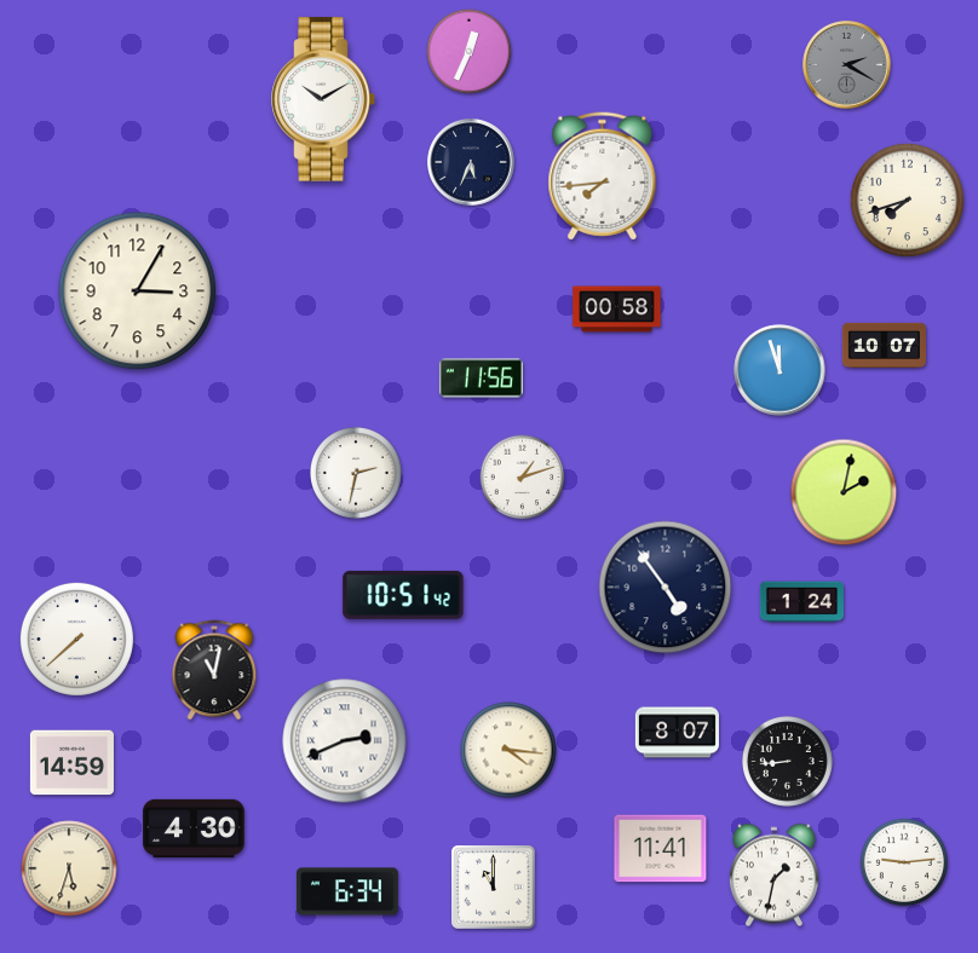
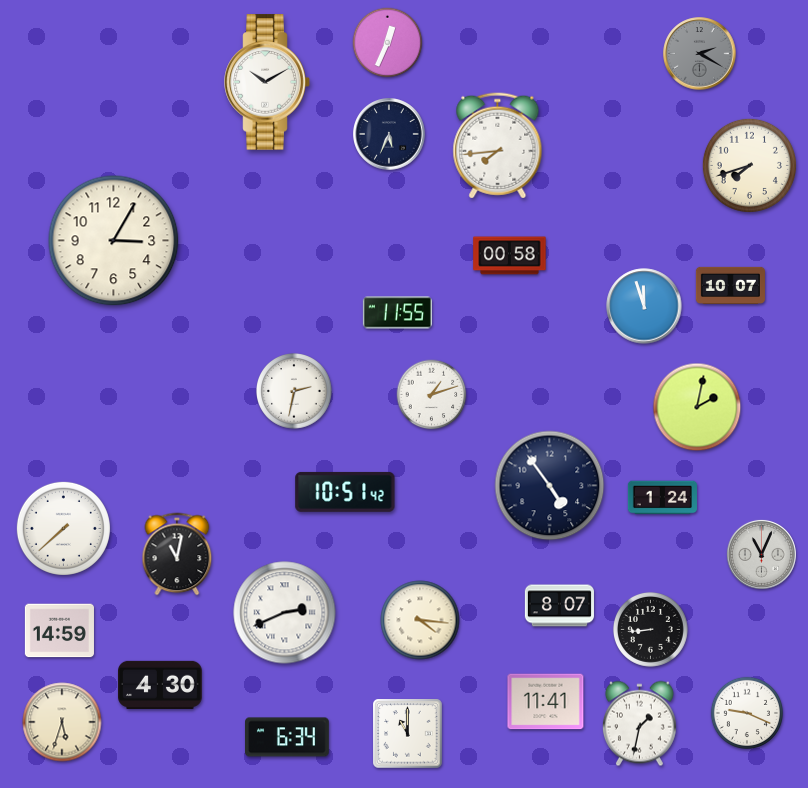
clock at (481, 379): 11:56 -> 11:55
clock at (403, 595) position: (403, 595) -> (345, 492)
clock at (761, 554): none -> 11:04
clock at (903, 861): 9:14 -> 9:19
clock at (69, 868) position: (69, 868) -> (62, 722)
